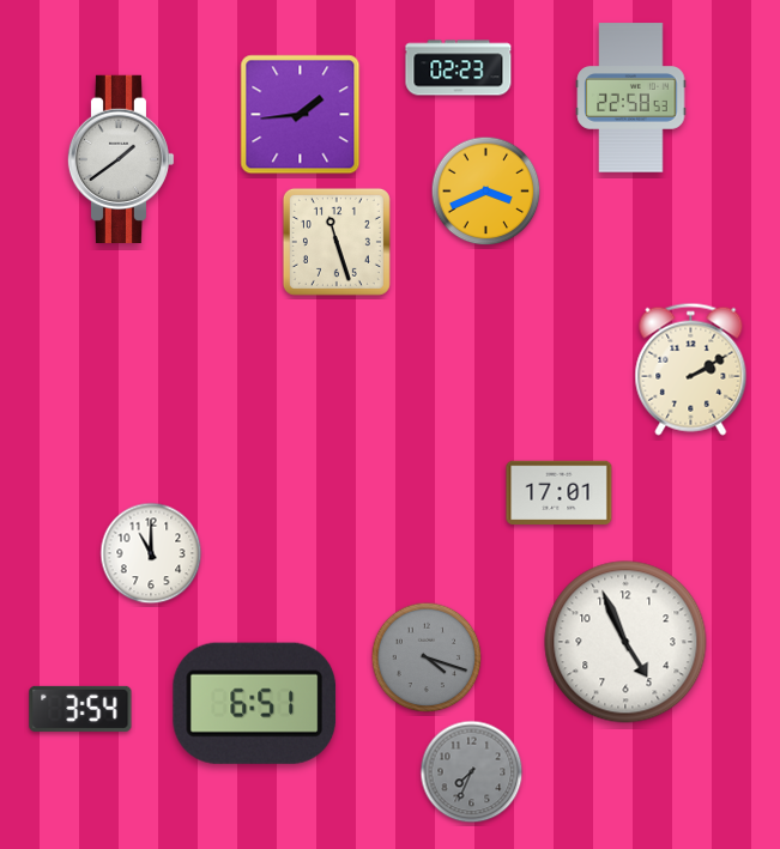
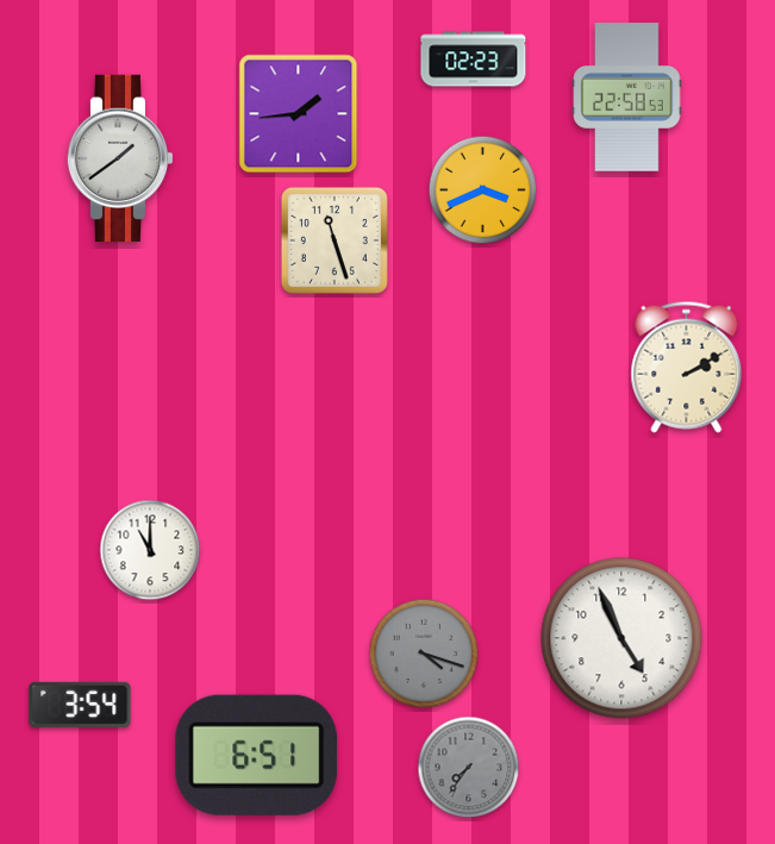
clock at (459, 68) position: (459, 68) -> (474, 60)
clock at (560, 492): 17:01 -> none
clock at (255, 703) position: (255, 703) -> (257, 755)
clock at (472, 772): 7:34 -> 7:36
